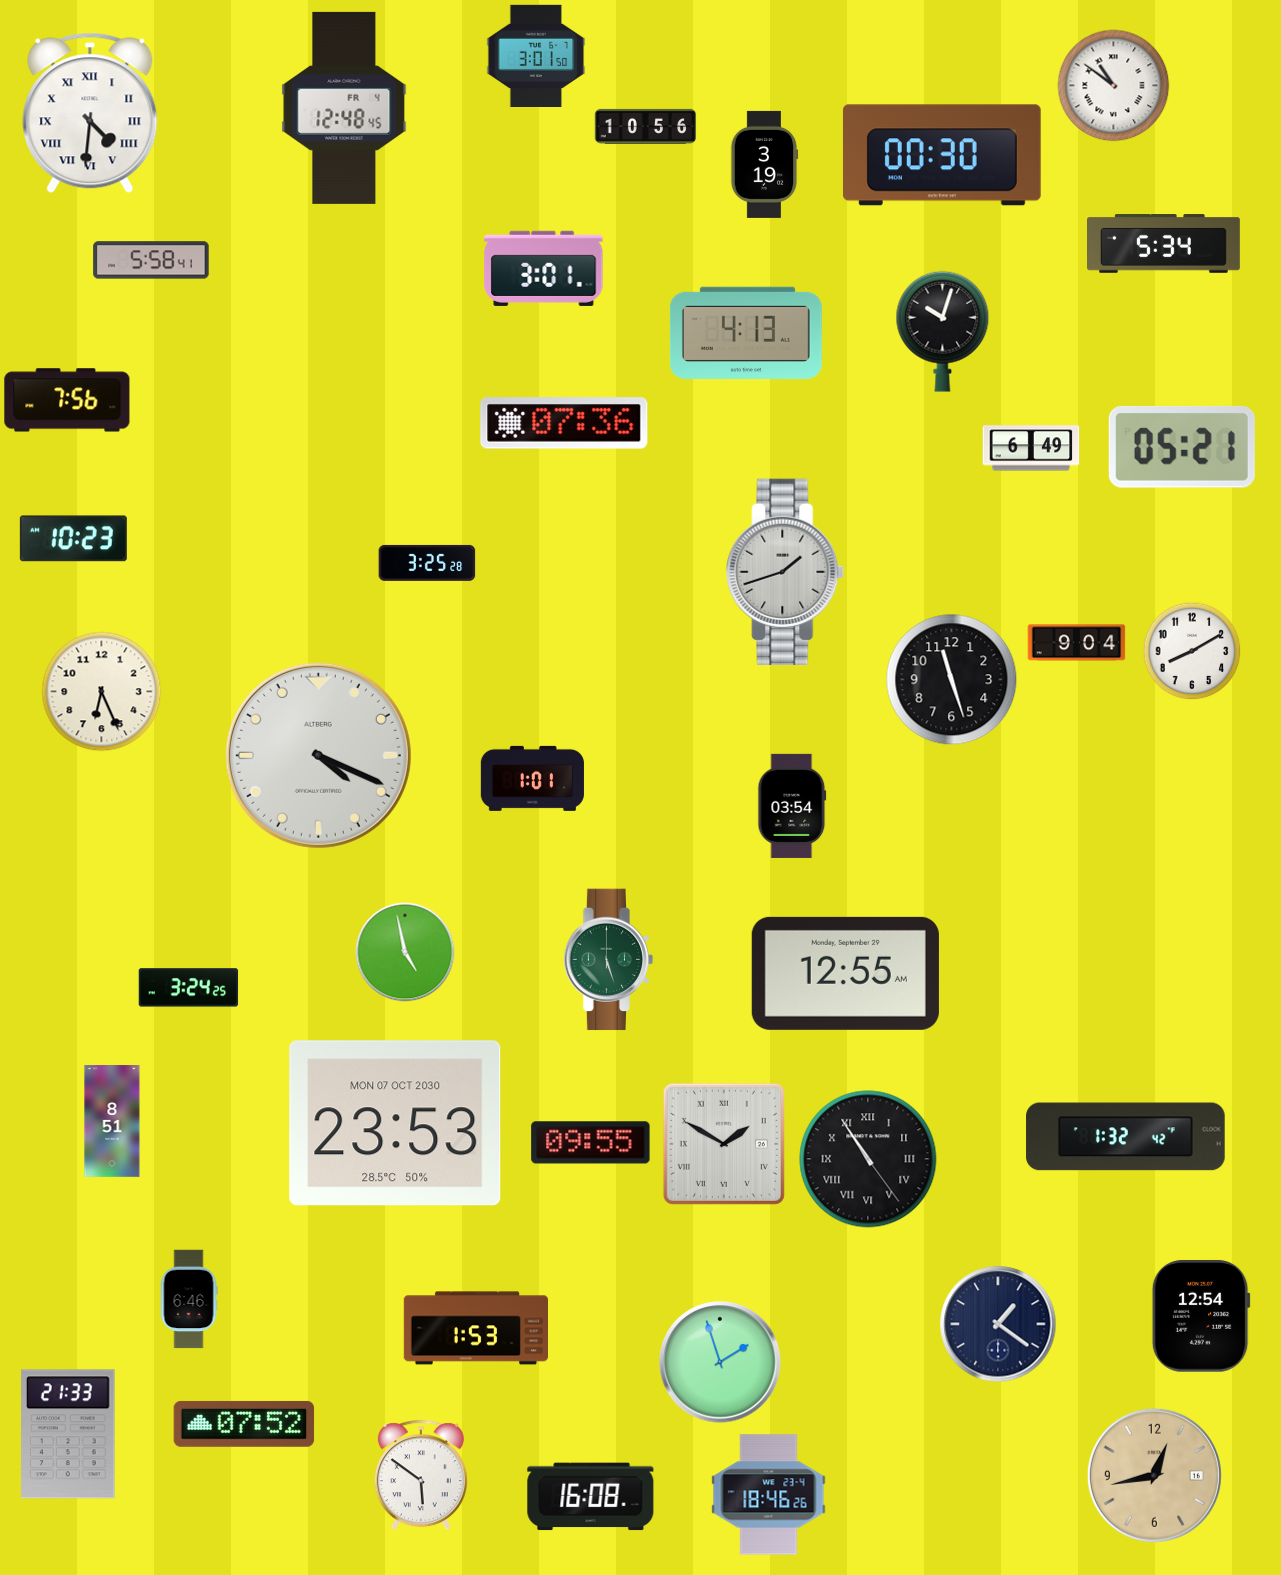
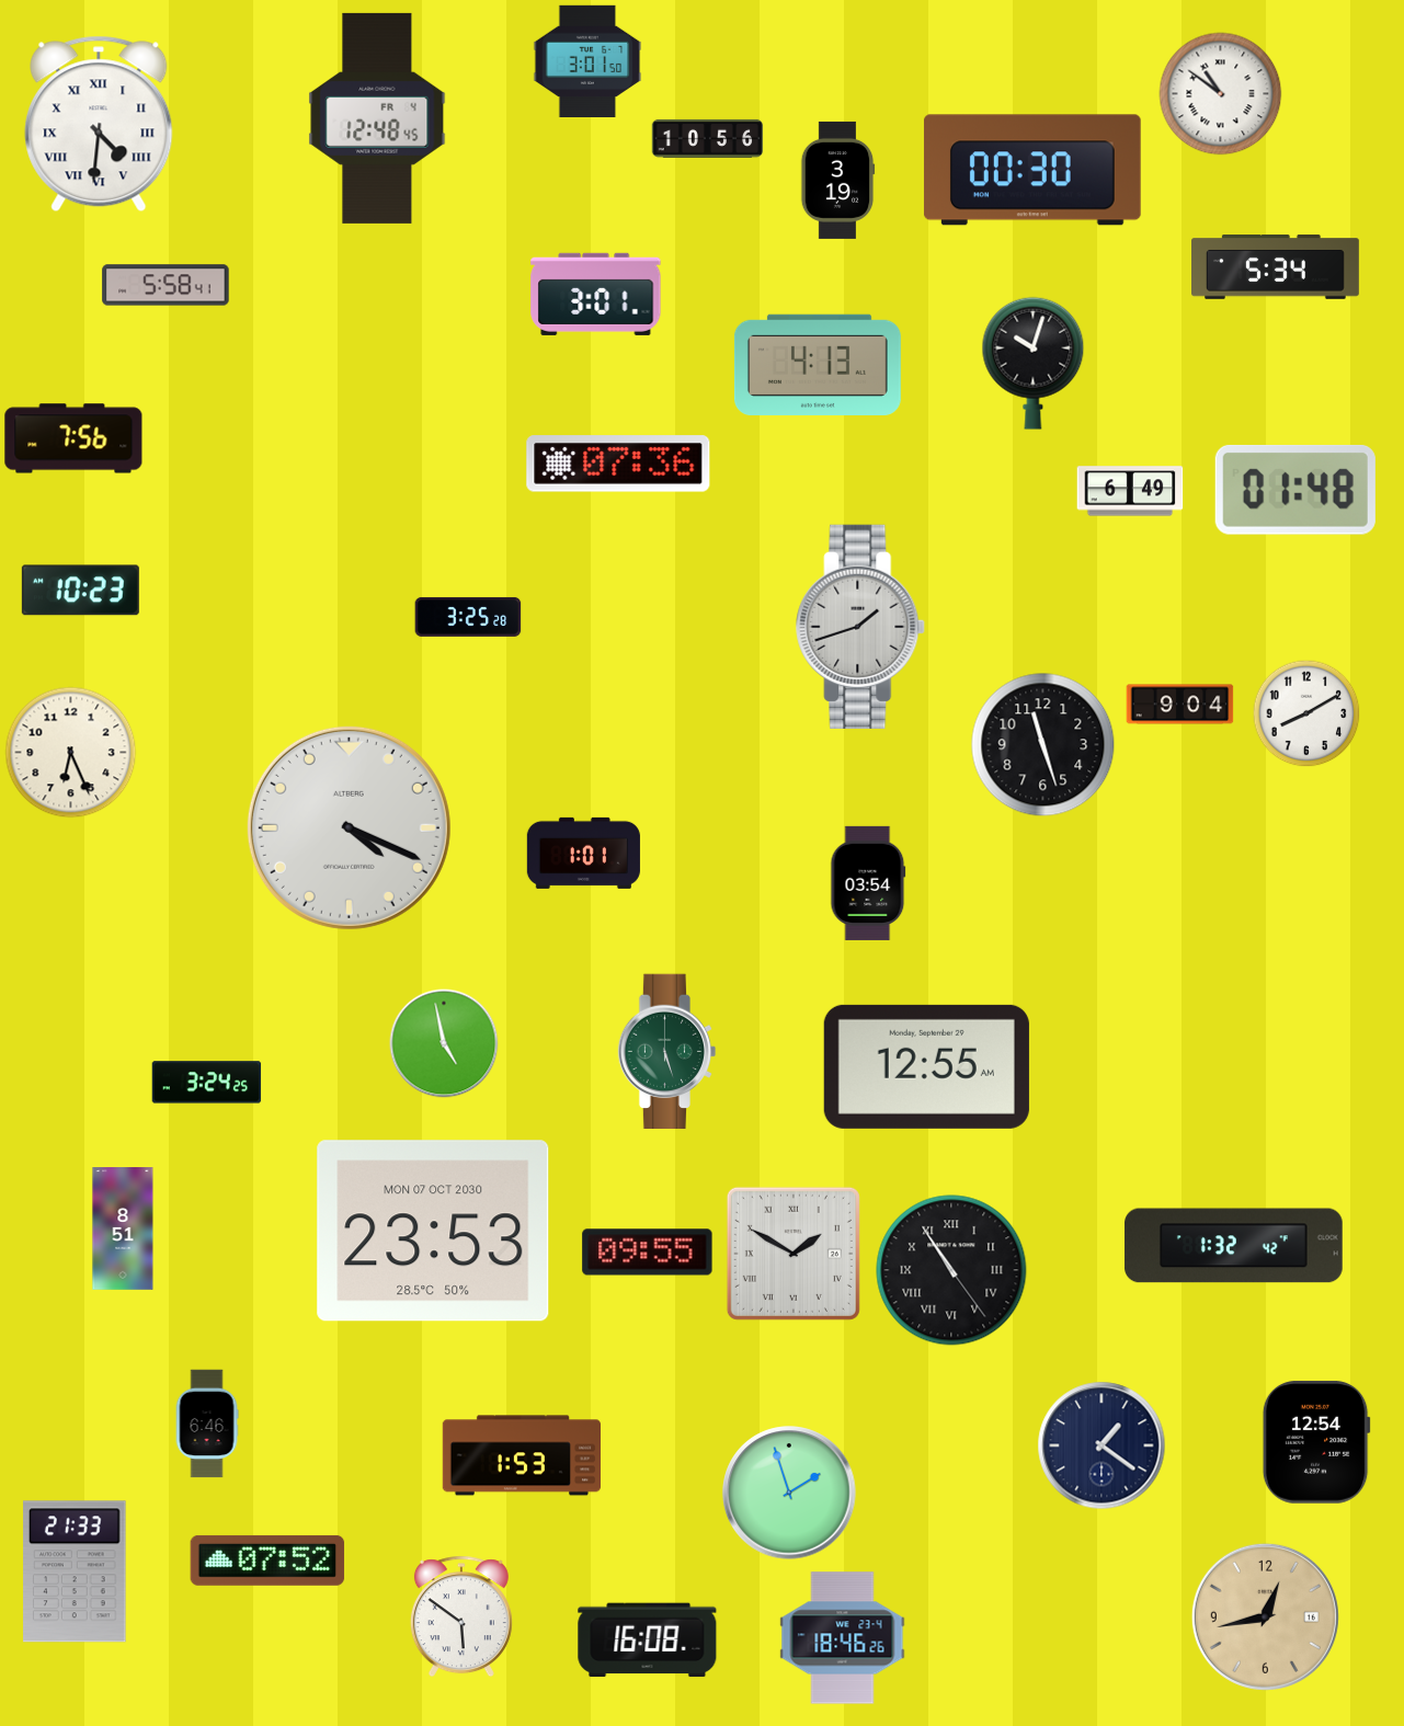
clock at (1182, 447): 05:21 -> 01:48
clock at (102, 692) position: (102, 692) -> (71, 753)
clock at (998, 1324) position: (998, 1324) -> (1101, 1445)
